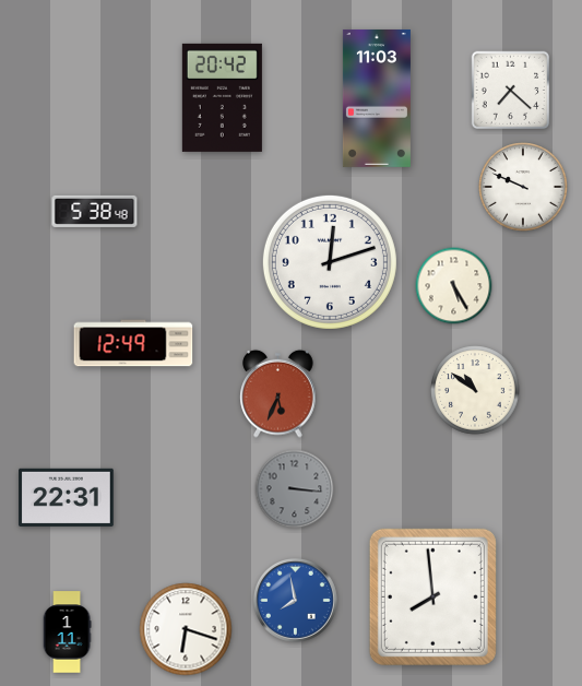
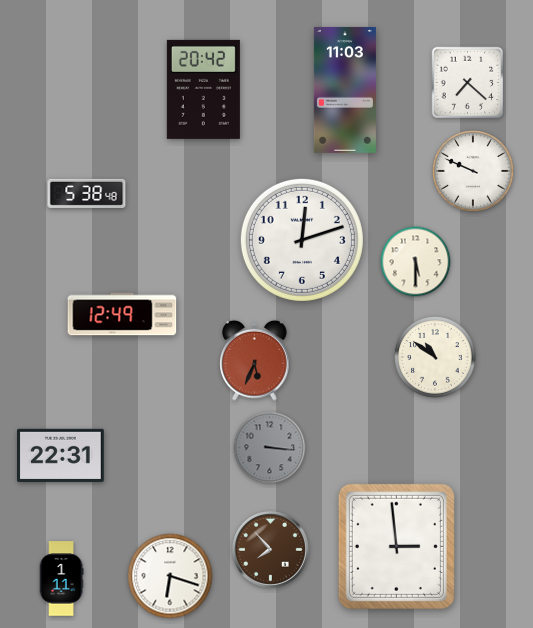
clock at (523, 187) position: (523, 187) -> (473, 171)
clock at (454, 286): 5:25 -> 5:30
clock at (432, 596): 7:59 -> 2:59
clock at (295, 600): 7:58 -> 7:53
clock at (295, 600) dial: blue -> brown
